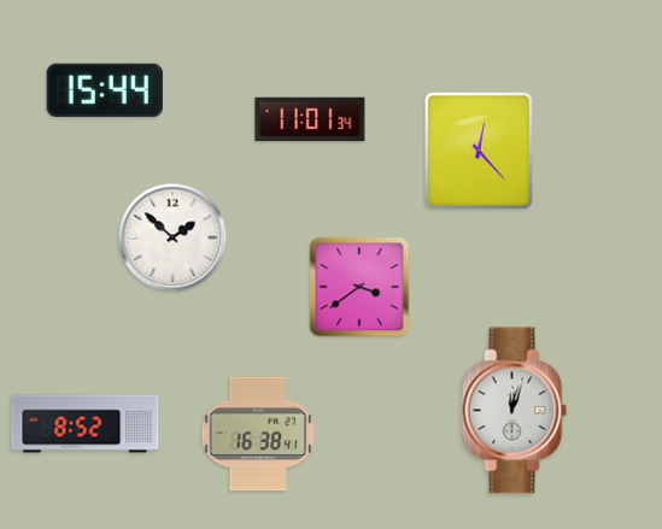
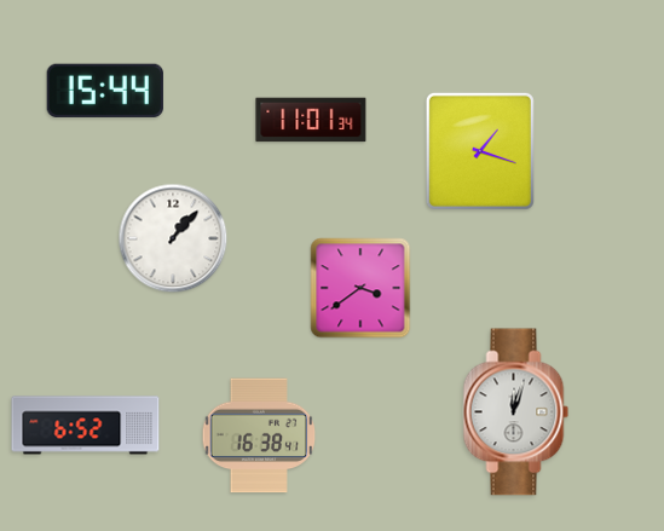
clock at (479, 151): 12:23 -> 1:18
clock at (172, 237): 1:52 -> 1:07
clock at (86, 424): 8:52 -> 6:52
